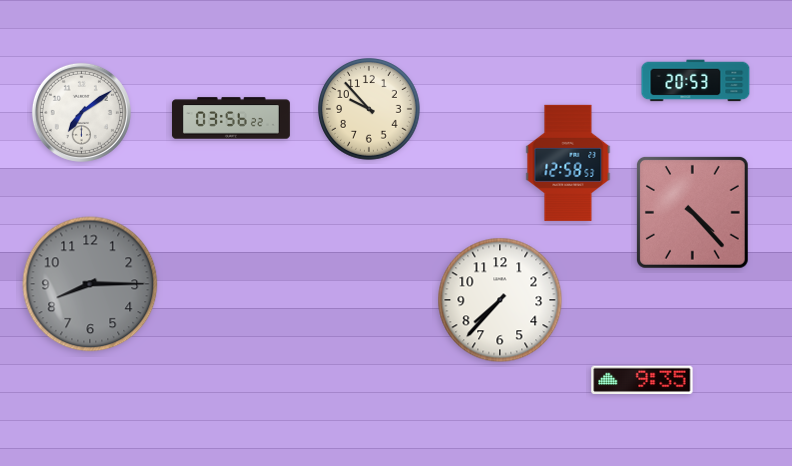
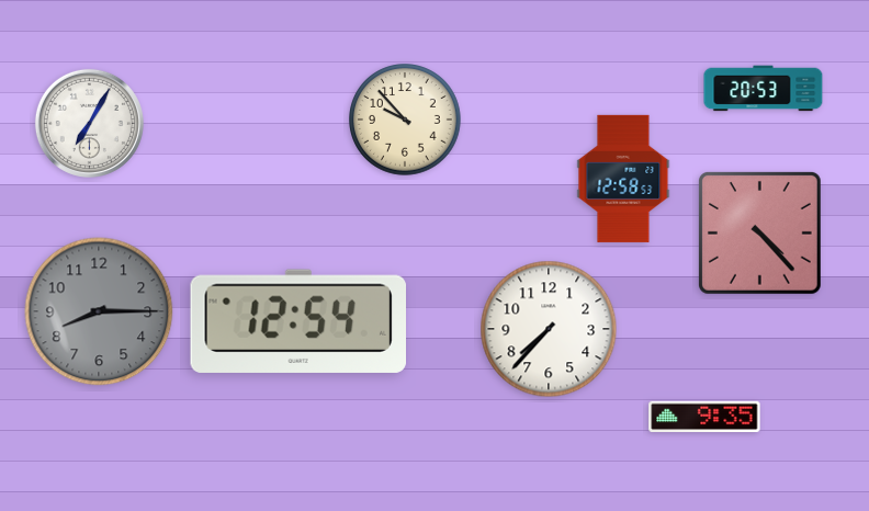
clock at (81, 112): 7:09 -> 7:05
clock at (231, 118): 03:56 -> none
clock at (297, 321): none -> 12:54
